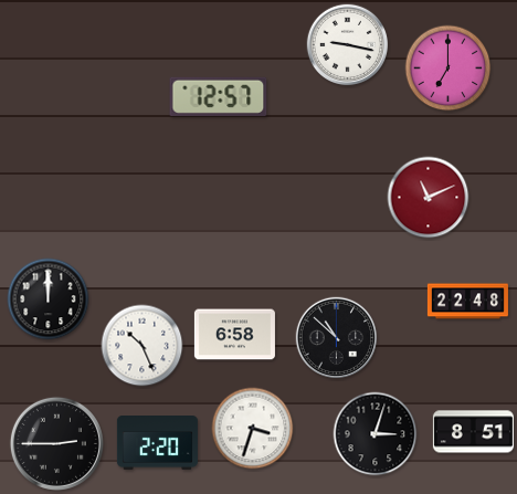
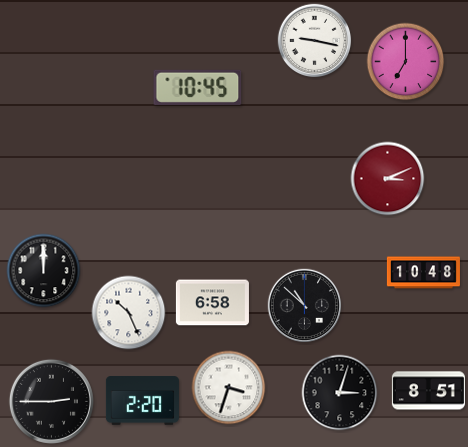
clock at (219, 96): 12:57 -> 10:45
clock at (429, 198): 11:11 -> 3:11
clock at (467, 302): 22:48 -> 10:48
